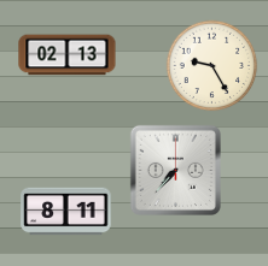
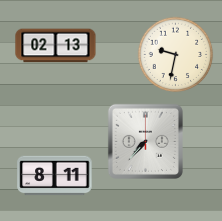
clock at (212, 66): 9:25 -> 9:32
